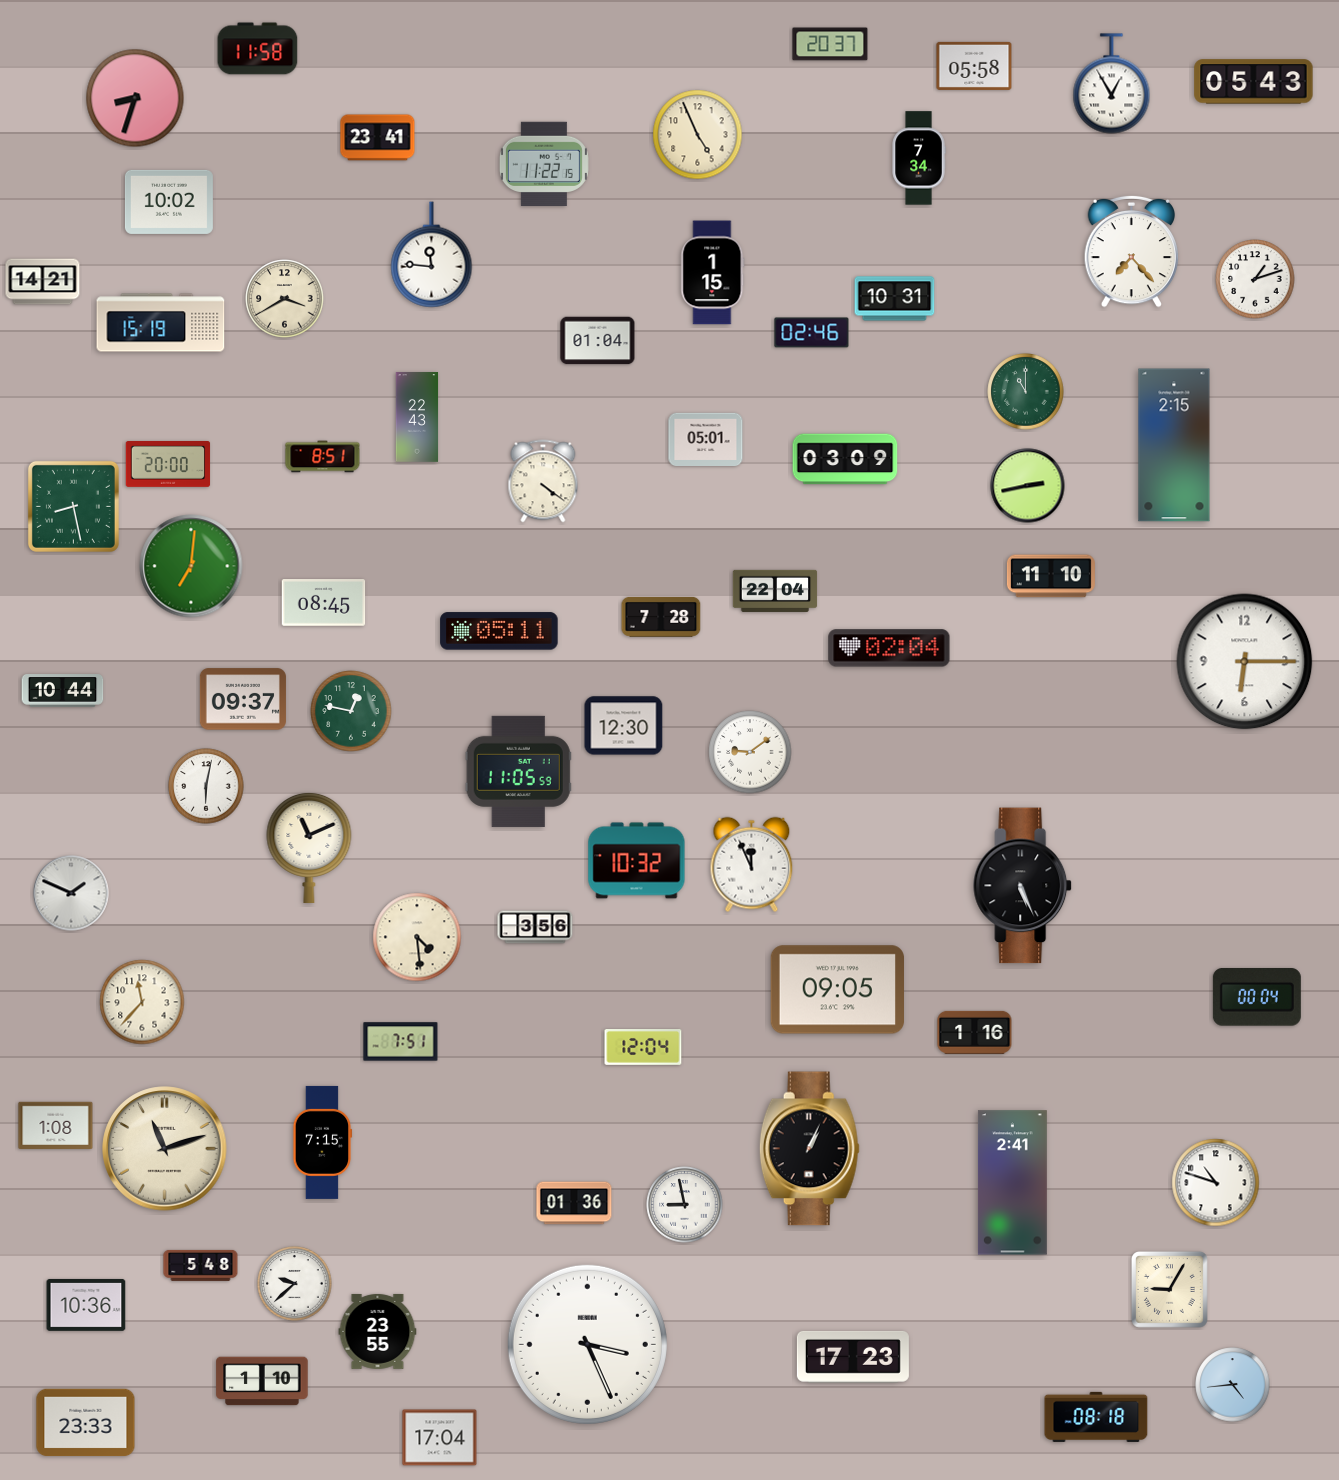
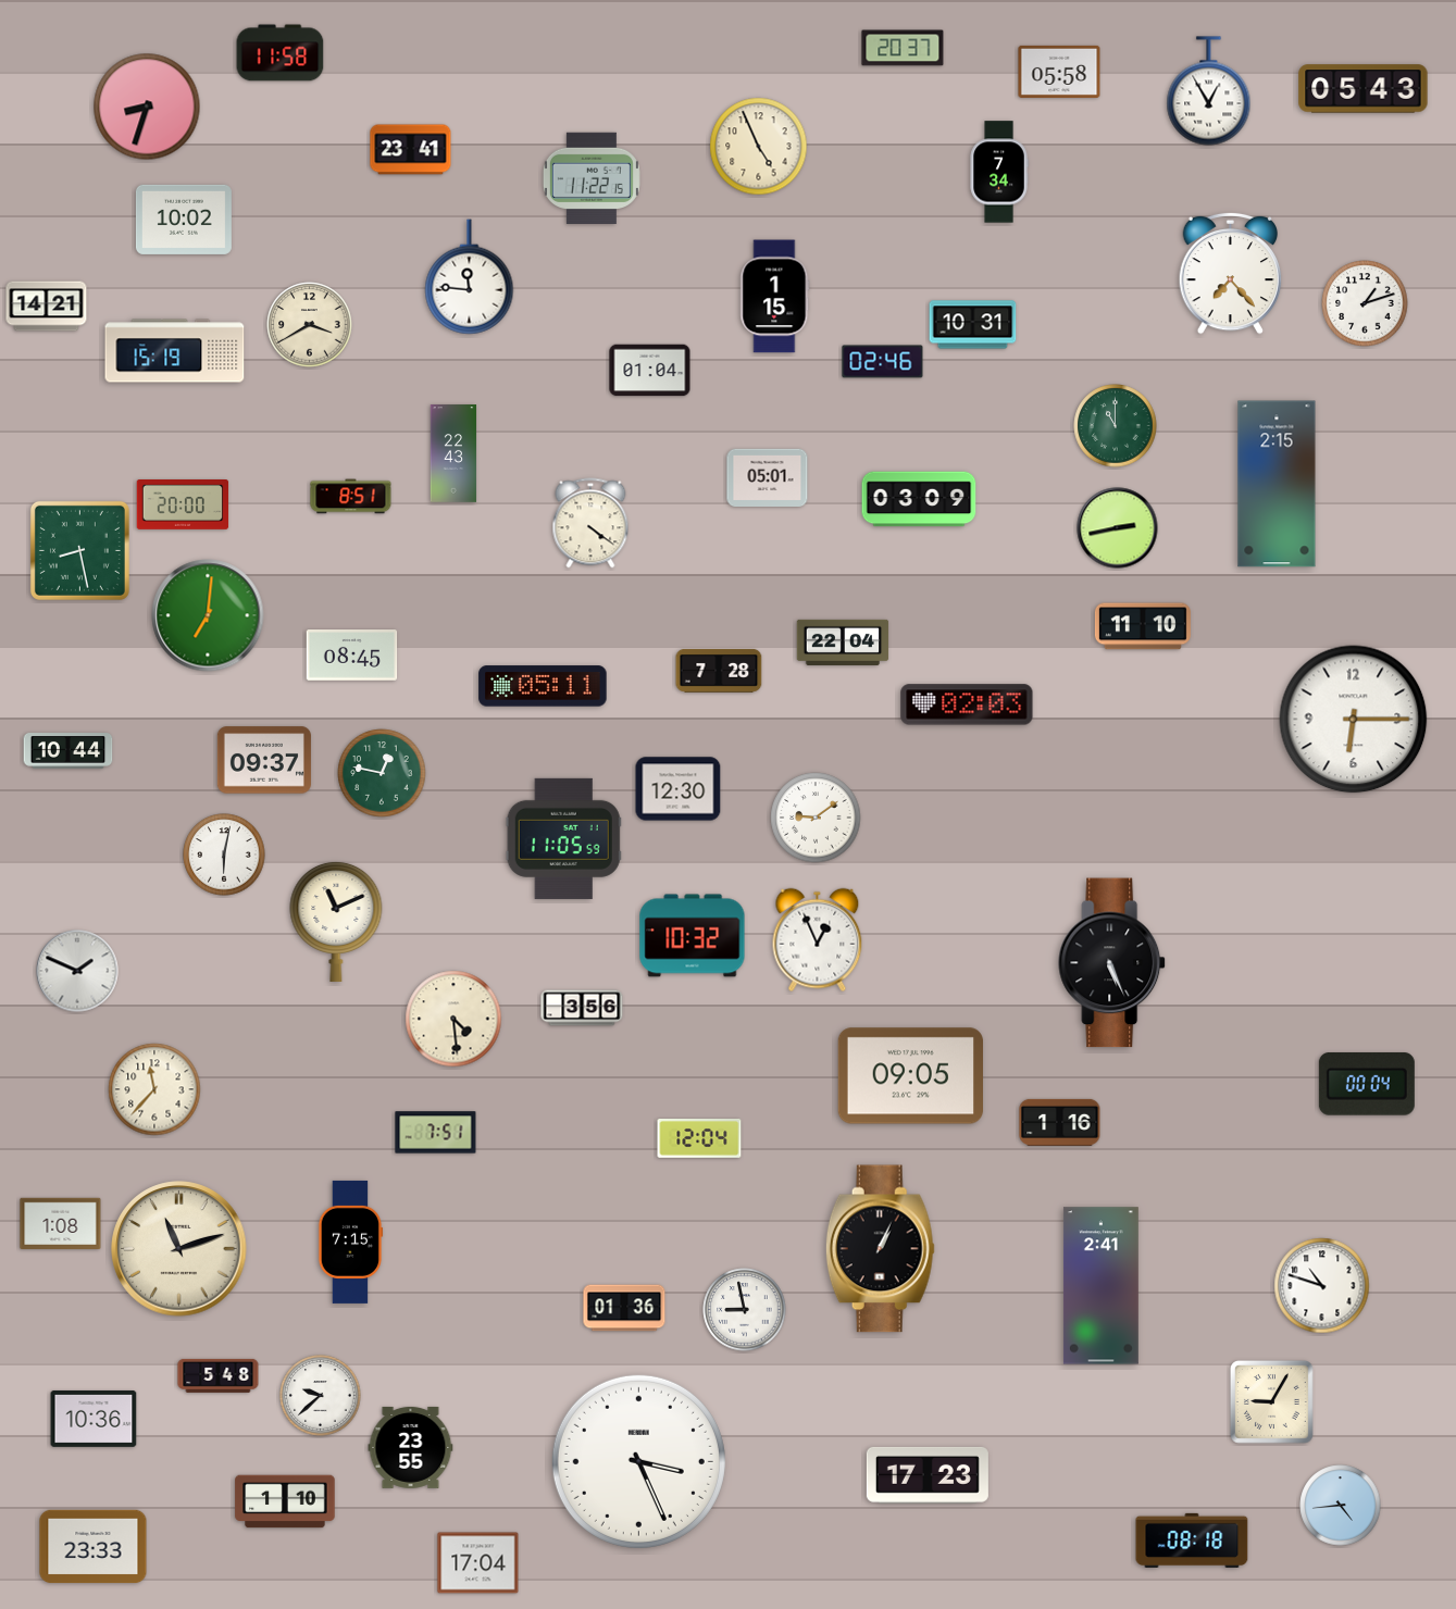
clock at (889, 648): 02:04 -> 02:03
clock at (752, 865): 11:56 -> 12:56
